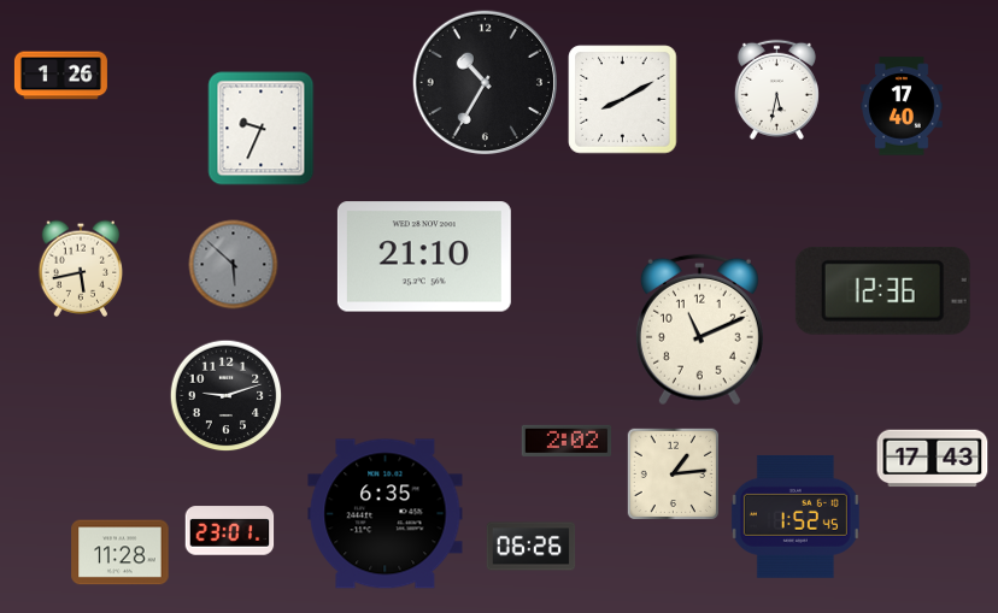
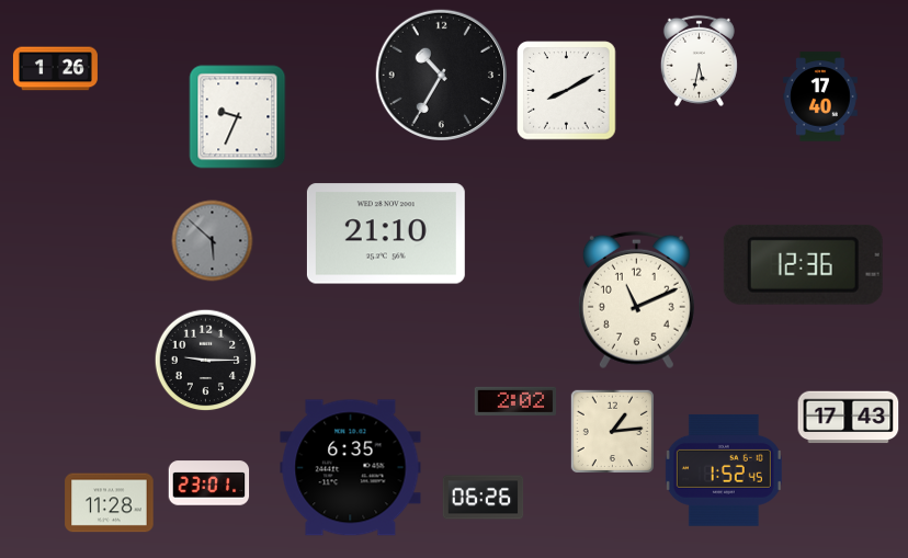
clock at (776, 89) position: (776, 89) -> (699, 60)
clock at (81, 269): 5:43 -> none
clock at (227, 396): 9:12 -> 9:15
